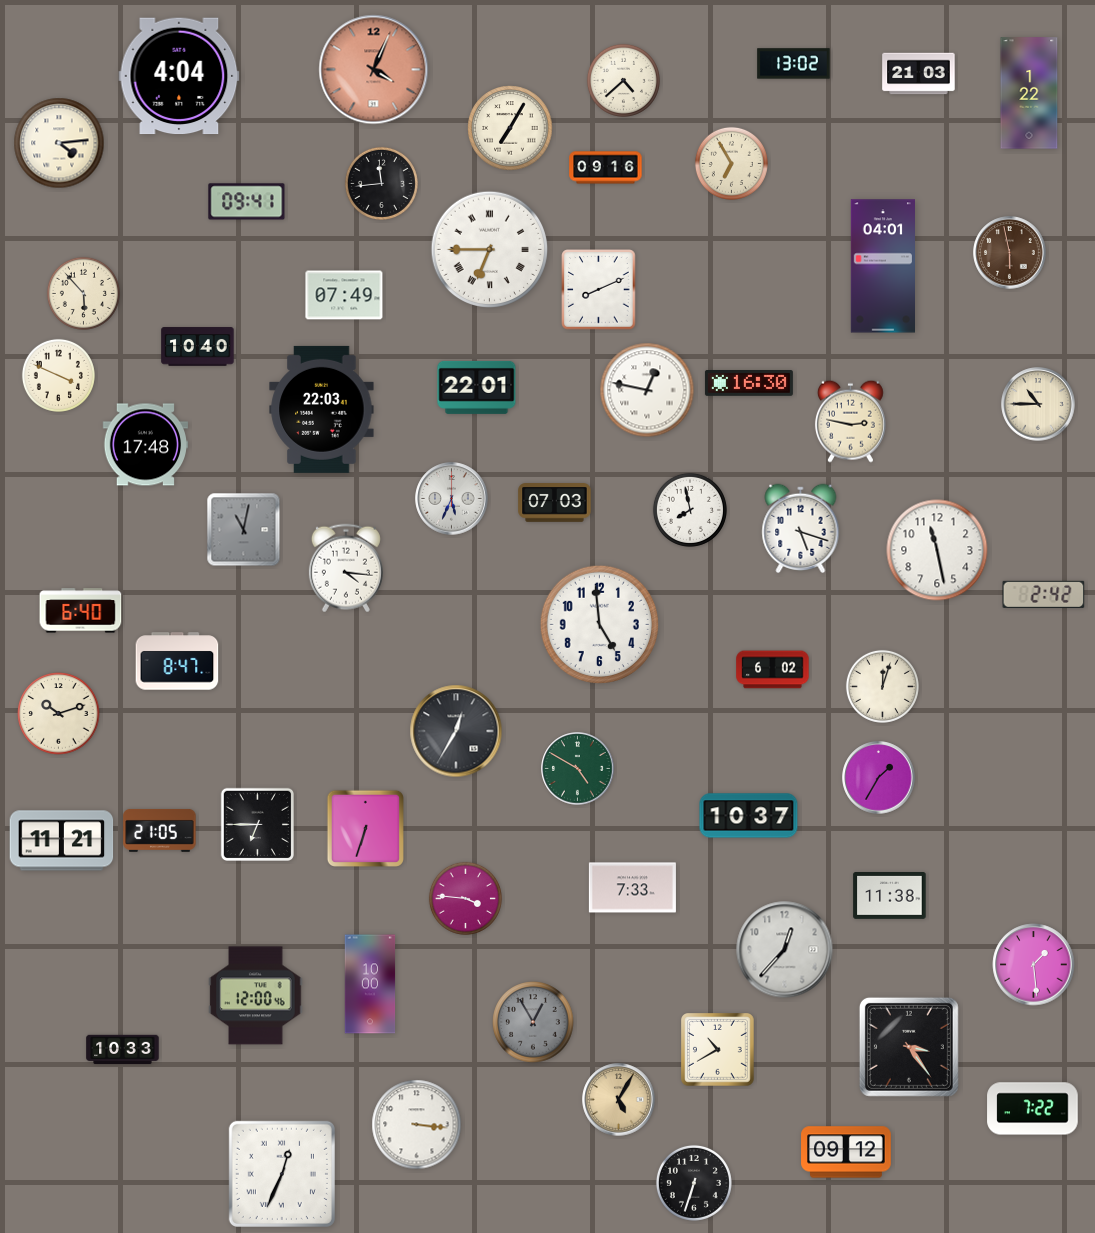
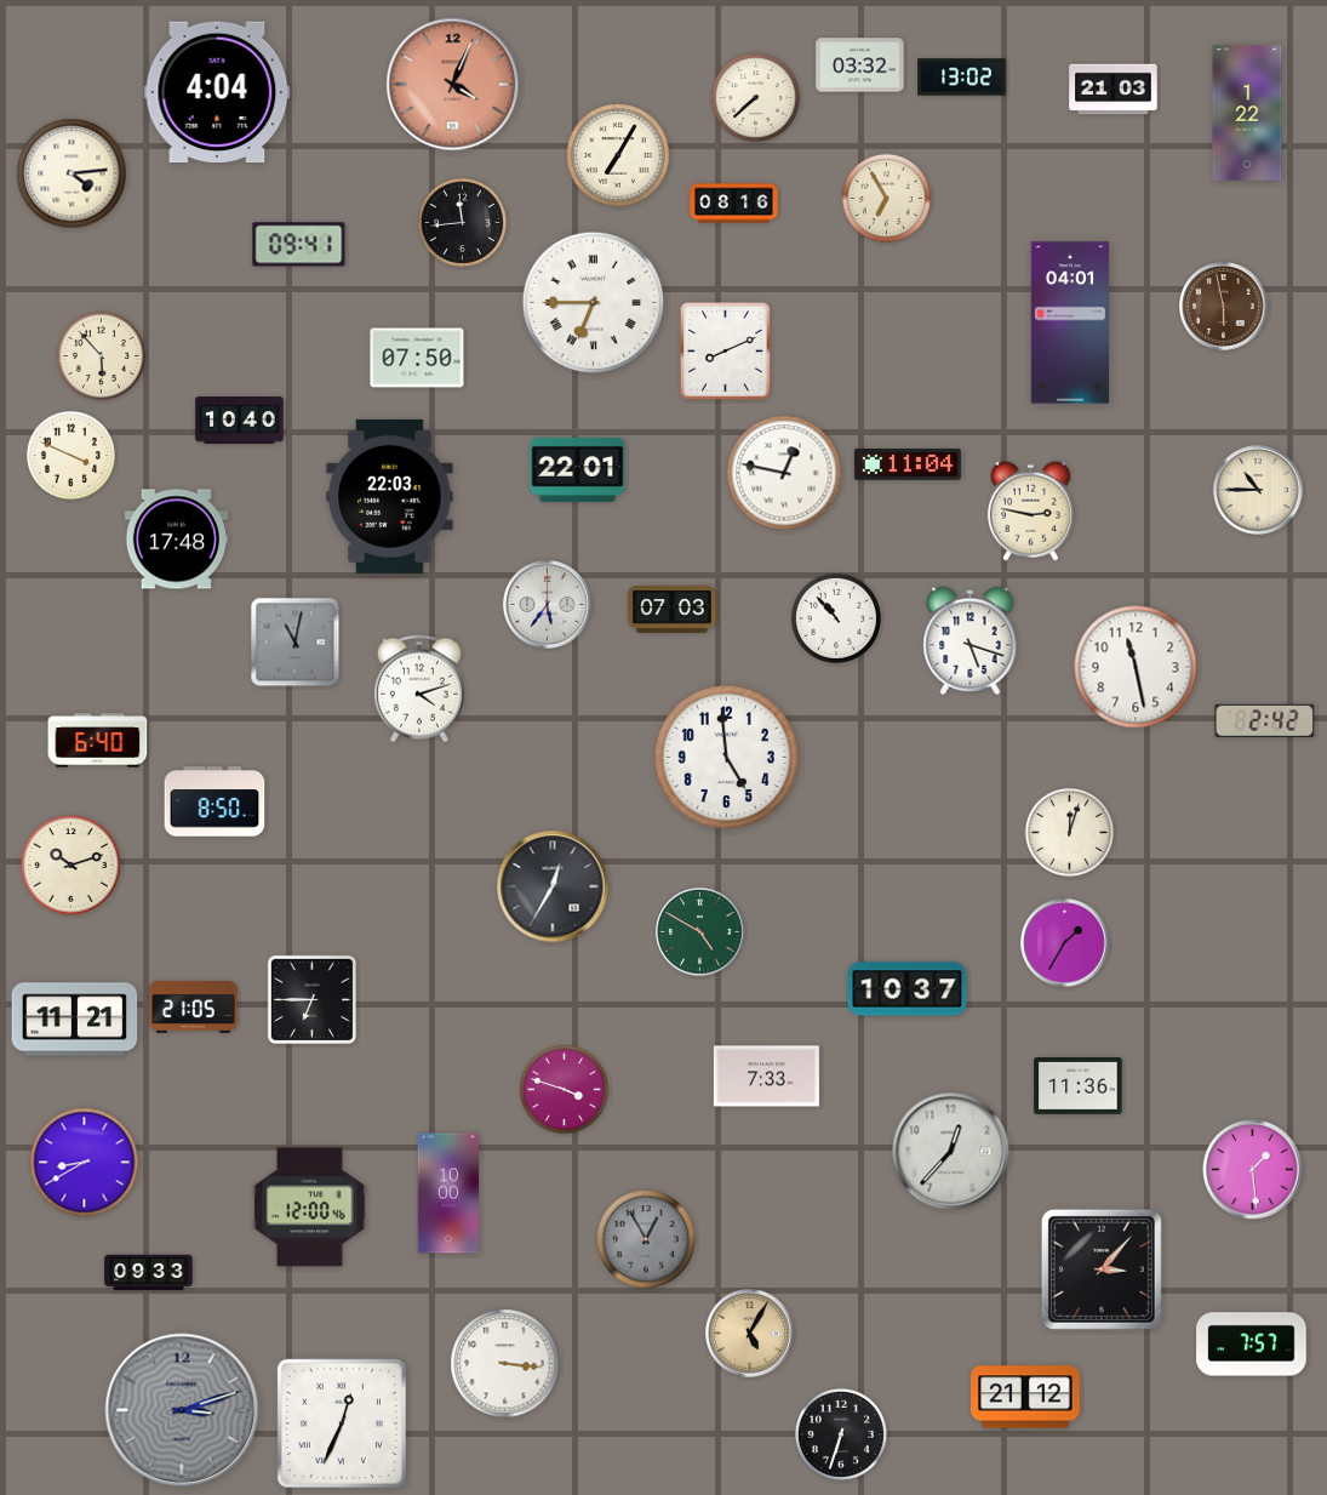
clock at (860, 65): none -> 03:32
clock at (623, 80): 4:38 -> 7:38
clock at (606, 168): 09:16 -> 08:16
clock at (344, 295): 07:49 -> 07:50
clock at (749, 384): 16:30 -> 11:04
clock at (452, 499): 5:34 -> 5:36
clock at (690, 510): 7:58 -> 10:53
clock at (346, 568): 4:16 -> 4:12
clock at (177, 661): 8:47 -> 8:50
clock at (773, 670): 6:02 -> none
clock at (365, 828): 6:33 -> none
clock at (890, 896): 11:38 -> 11:36
clock at (465, 898): 3:46 -> 3:48
clock at (85, 1163): none -> 8:40
clock at (909, 1047): 3:24 -> 3:07
clock at (123, 1050): 10:33 -> 09:33
clock at (718, 1050): 10:40 -> none
clock at (1033, 1109): 7:22 -> 7:57
clock at (846, 1152): 09:12 -> 21:12
clock at (182, 1410): none -> 3:12
